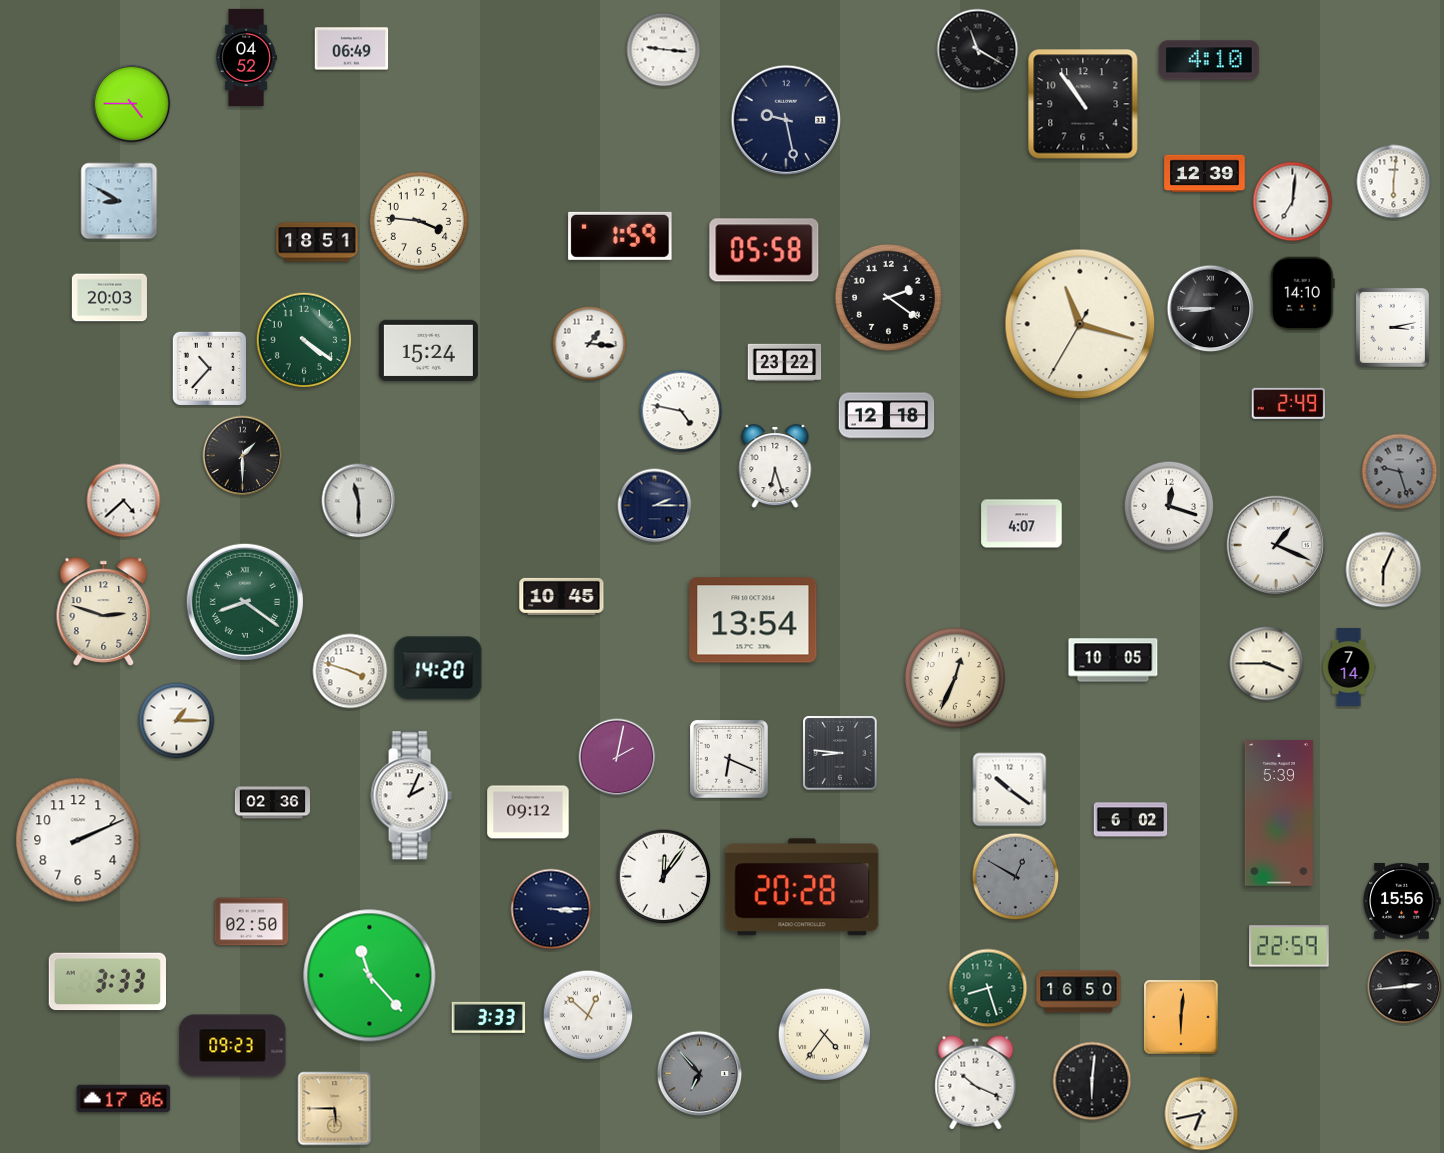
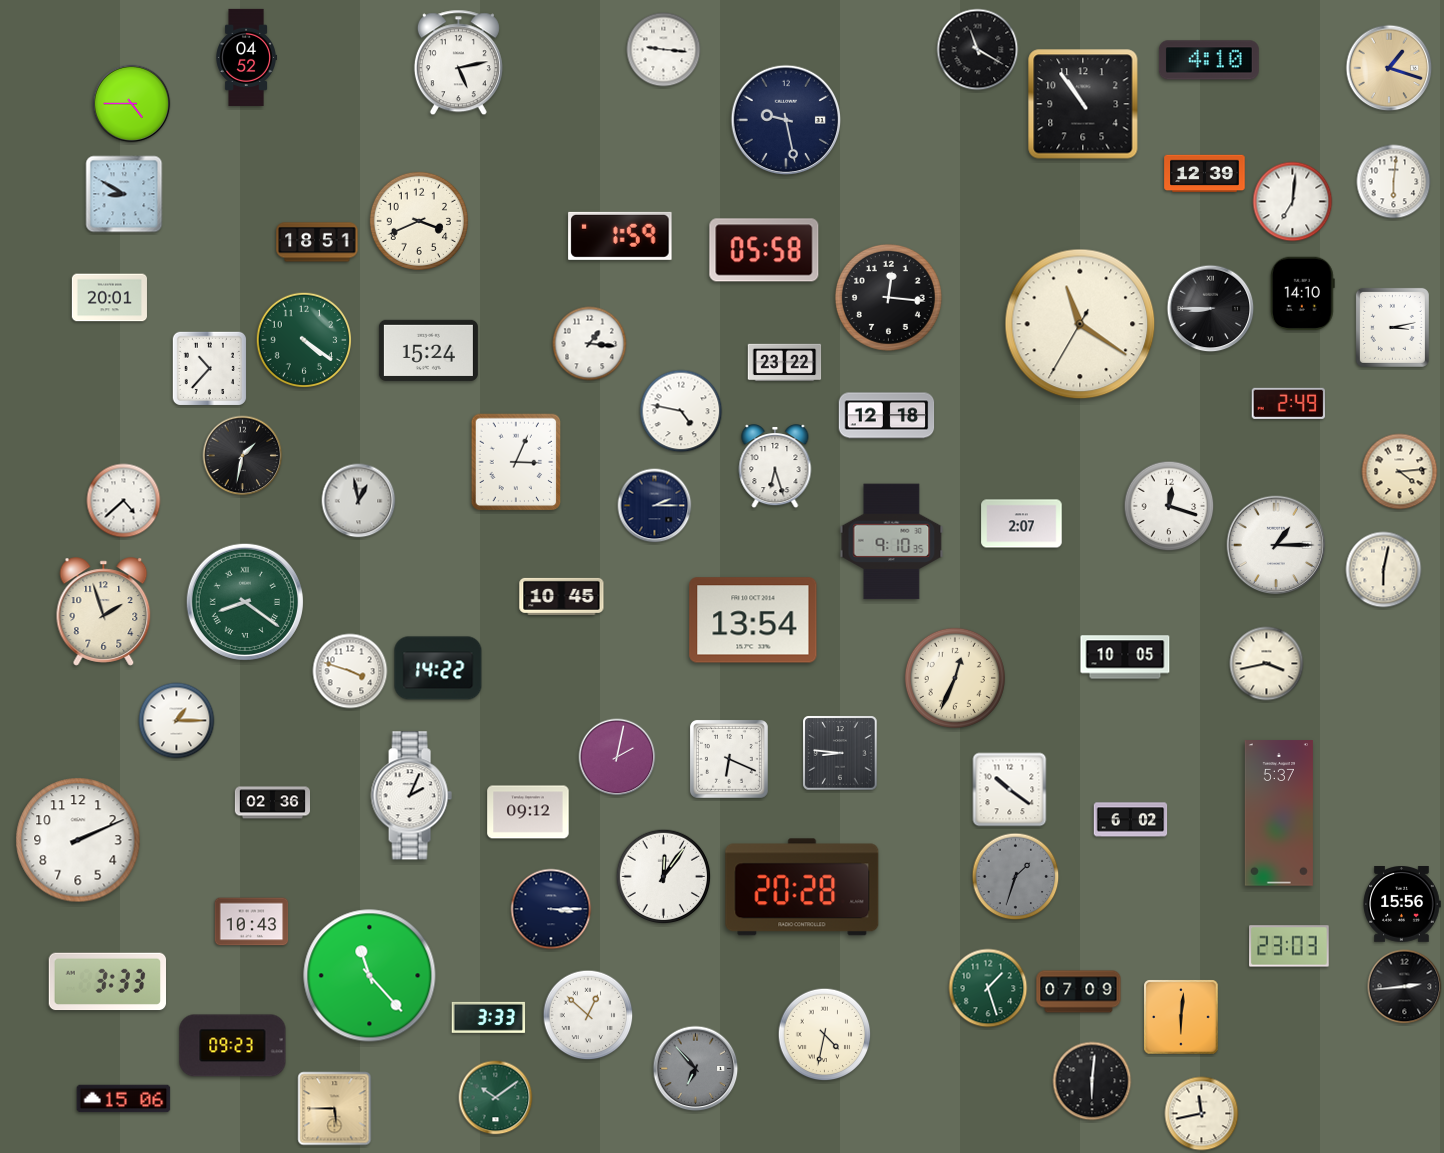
clock at (352, 49): 06:49 -> none
clock at (458, 63): none -> 5:13
clock at (1389, 68): none -> 1:18
clock at (119, 201) position: (119, 201) -> (124, 194)
clock at (419, 221): 3:46 -> 3:41
clock at (888, 297): 2:21 -> 12:16
clock at (109, 298): 20:03 -> 20:01
clock at (1080, 324): 11:17 -> 11:20
clock at (243, 456): 1:30 -> 1:32
clock at (516, 462): none -> 3:04
clock at (1400, 472): 9:27 -> 4:14
clock at (1400, 472) dial: grey -> cream
clock at (359, 501): 11:30 -> 12:58
clock at (1022, 524): 4:07 -> 2:07
clock at (892, 542): none -> 9:10
clock at (1276, 545): 1:19 -> 1:15
clock at (1384, 570): 6:04 -> 6:02
clock at (104, 612): 2:48 -> 1:57
clock at (1113, 660) position: (1113, 660) -> (1125, 657)
clock at (1267, 664): 3:45 -> 3:43
clock at (438, 668): 14:20 -> 14:22
clock at (1349, 668): 7:14 -> none
clock at (1279, 813): 5:39 -> 5:37
clock at (1016, 877): 12:50 -> 1:33
clock at (1402, 902) position: (1402, 902) -> (1402, 905)
clock at (252, 922): 02:50 -> 10:43
clock at (1289, 946): 22:59 -> 23:03
clock at (988, 988): 8:27 -> 1:27
clock at (1079, 992): 16:50 -> 07:09
clock at (825, 1035): 4:36 -> 4:32
clock at (700, 1074) position: (700, 1074) -> (696, 1069)
clock at (976, 1083): 10:19 -> none
clock at (496, 1098): none -> 10:09
clock at (124, 1099): 17:06 -> 15:06
clock at (1202, 1114): 6:43 -> 11:43
